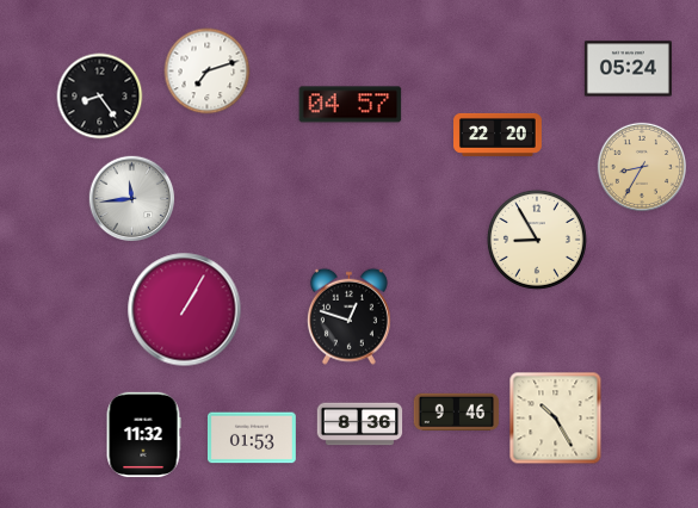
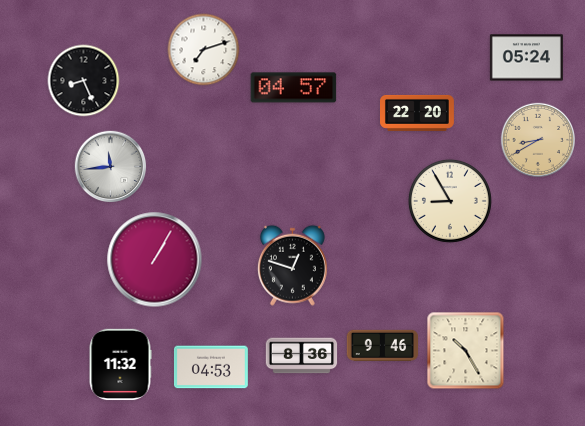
clock at (208, 72) position: (208, 72) -> (204, 50)
clock at (100, 97): 8:24 -> 8:26
clock at (641, 166): 8:35 -> 8:40
clock at (252, 438): 01:53 -> 04:53
